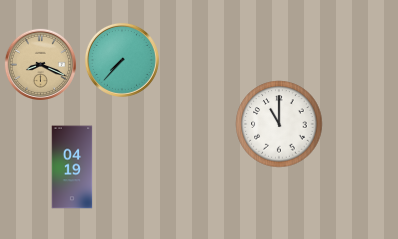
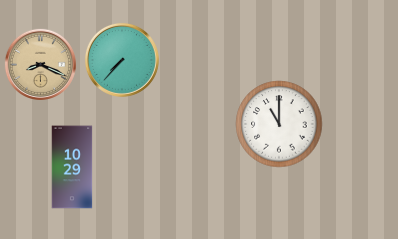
clock at (72, 167): 04:19 -> 10:29
